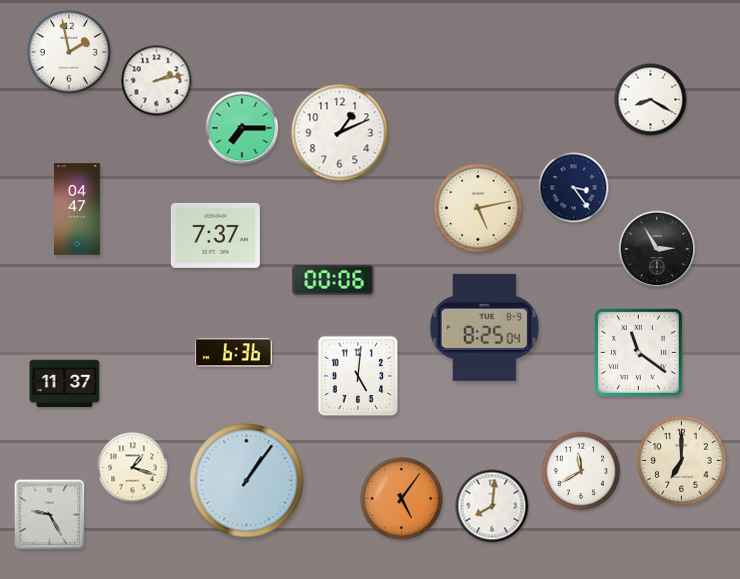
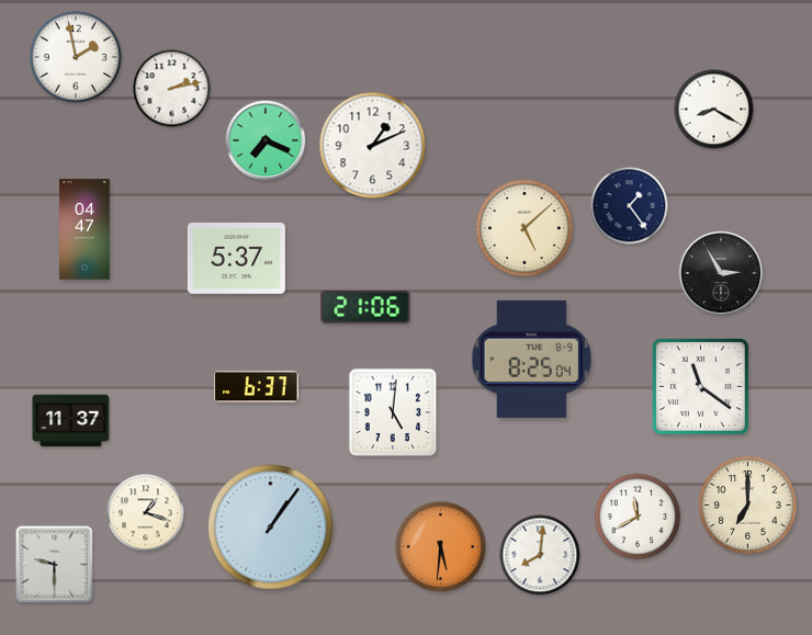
clock at (242, 128): 7:15 -> 7:19
clock at (574, 188): 3:24 -> 1:24
clock at (478, 208): 5:13 -> 5:08
clock at (215, 235): 7:37 -> 5:37
clock at (333, 281): 00:06 -> 21:06
clock at (234, 353): 6:36 -> 6:37
clock at (401, 498): 5:06 -> 5:31
clock at (50, 515): 9:25 -> 9:30
